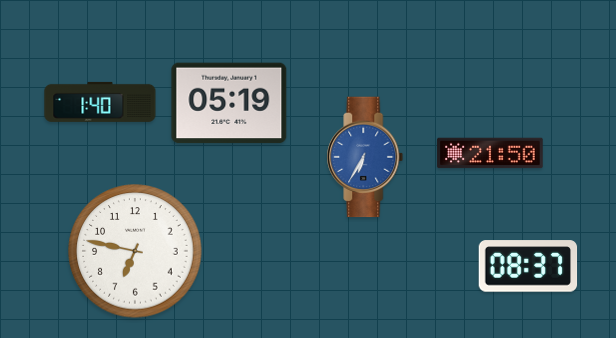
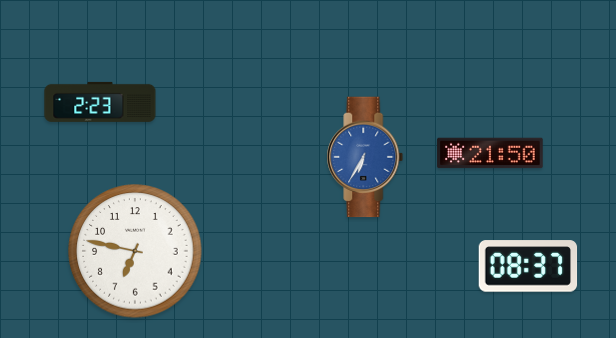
clock at (100, 102): 1:40 -> 2:23
clock at (229, 103): 05:19 -> none
